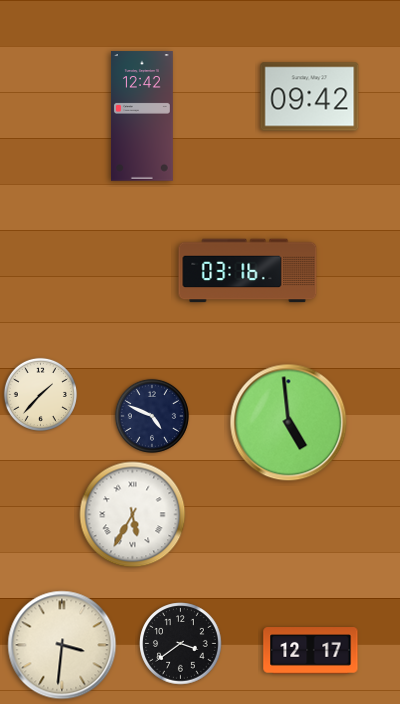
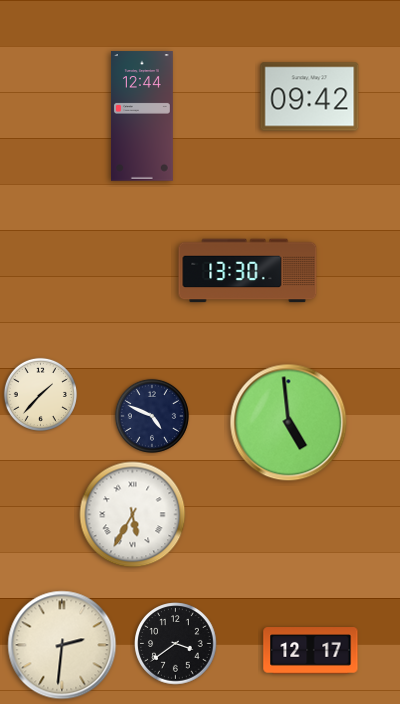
clock at (142, 116): 12:42 -> 12:44
clock at (248, 271): 03:16 -> 13:30
clock at (181, 644) position: (181, 644) -> (176, 644)
clock at (62, 645): 3:31 -> 2:31
